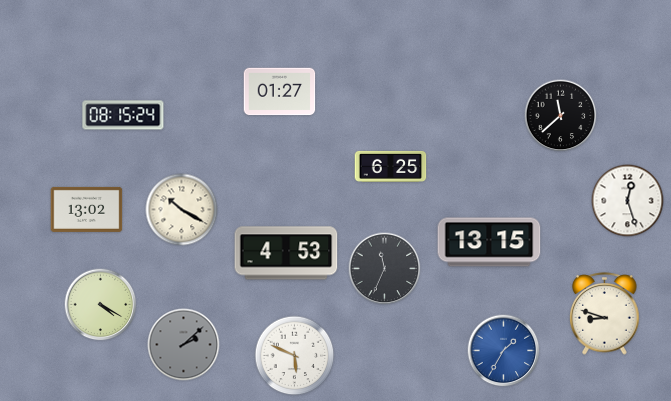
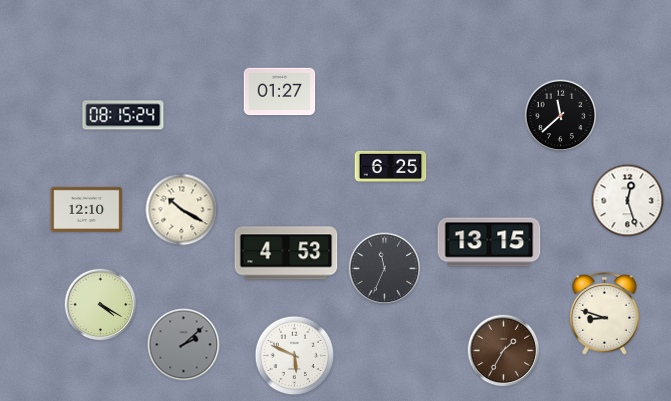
clock at (87, 209): 13:02 -> 12:10
clock at (504, 351) dial: blue -> brown
